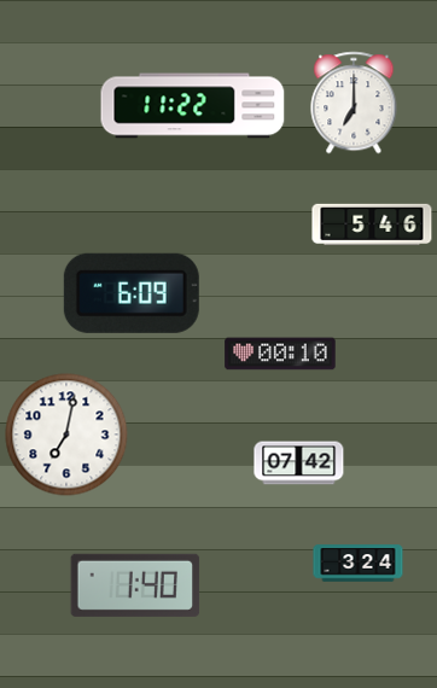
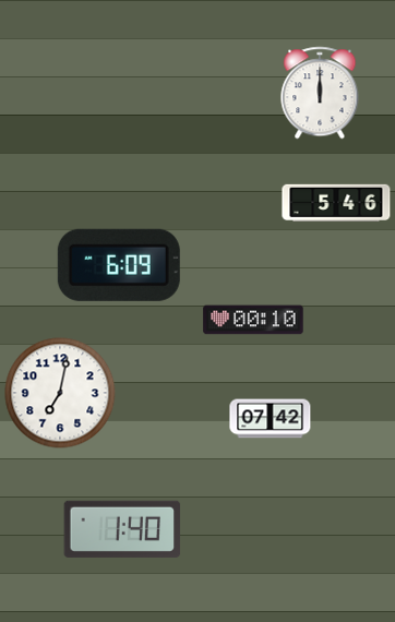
clock at (354, 103): 7:00 -> 12:00
clock at (193, 106): 11:22 -> none
clock at (359, 564): 3:24 -> none
